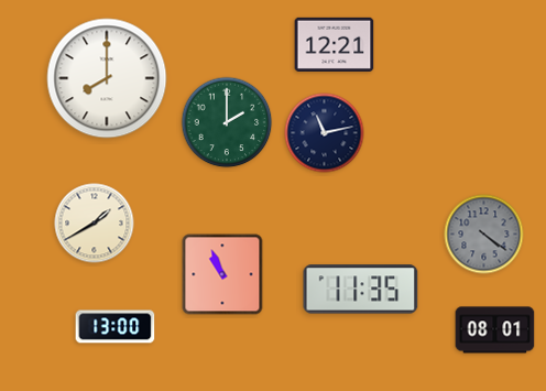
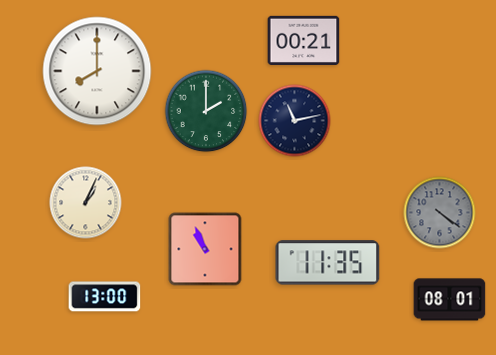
clock at (335, 44): 12:21 -> 00:21
clock at (95, 224): 1:40 -> 1:04
clock at (222, 274) position: (222, 274) -> (205, 249)
